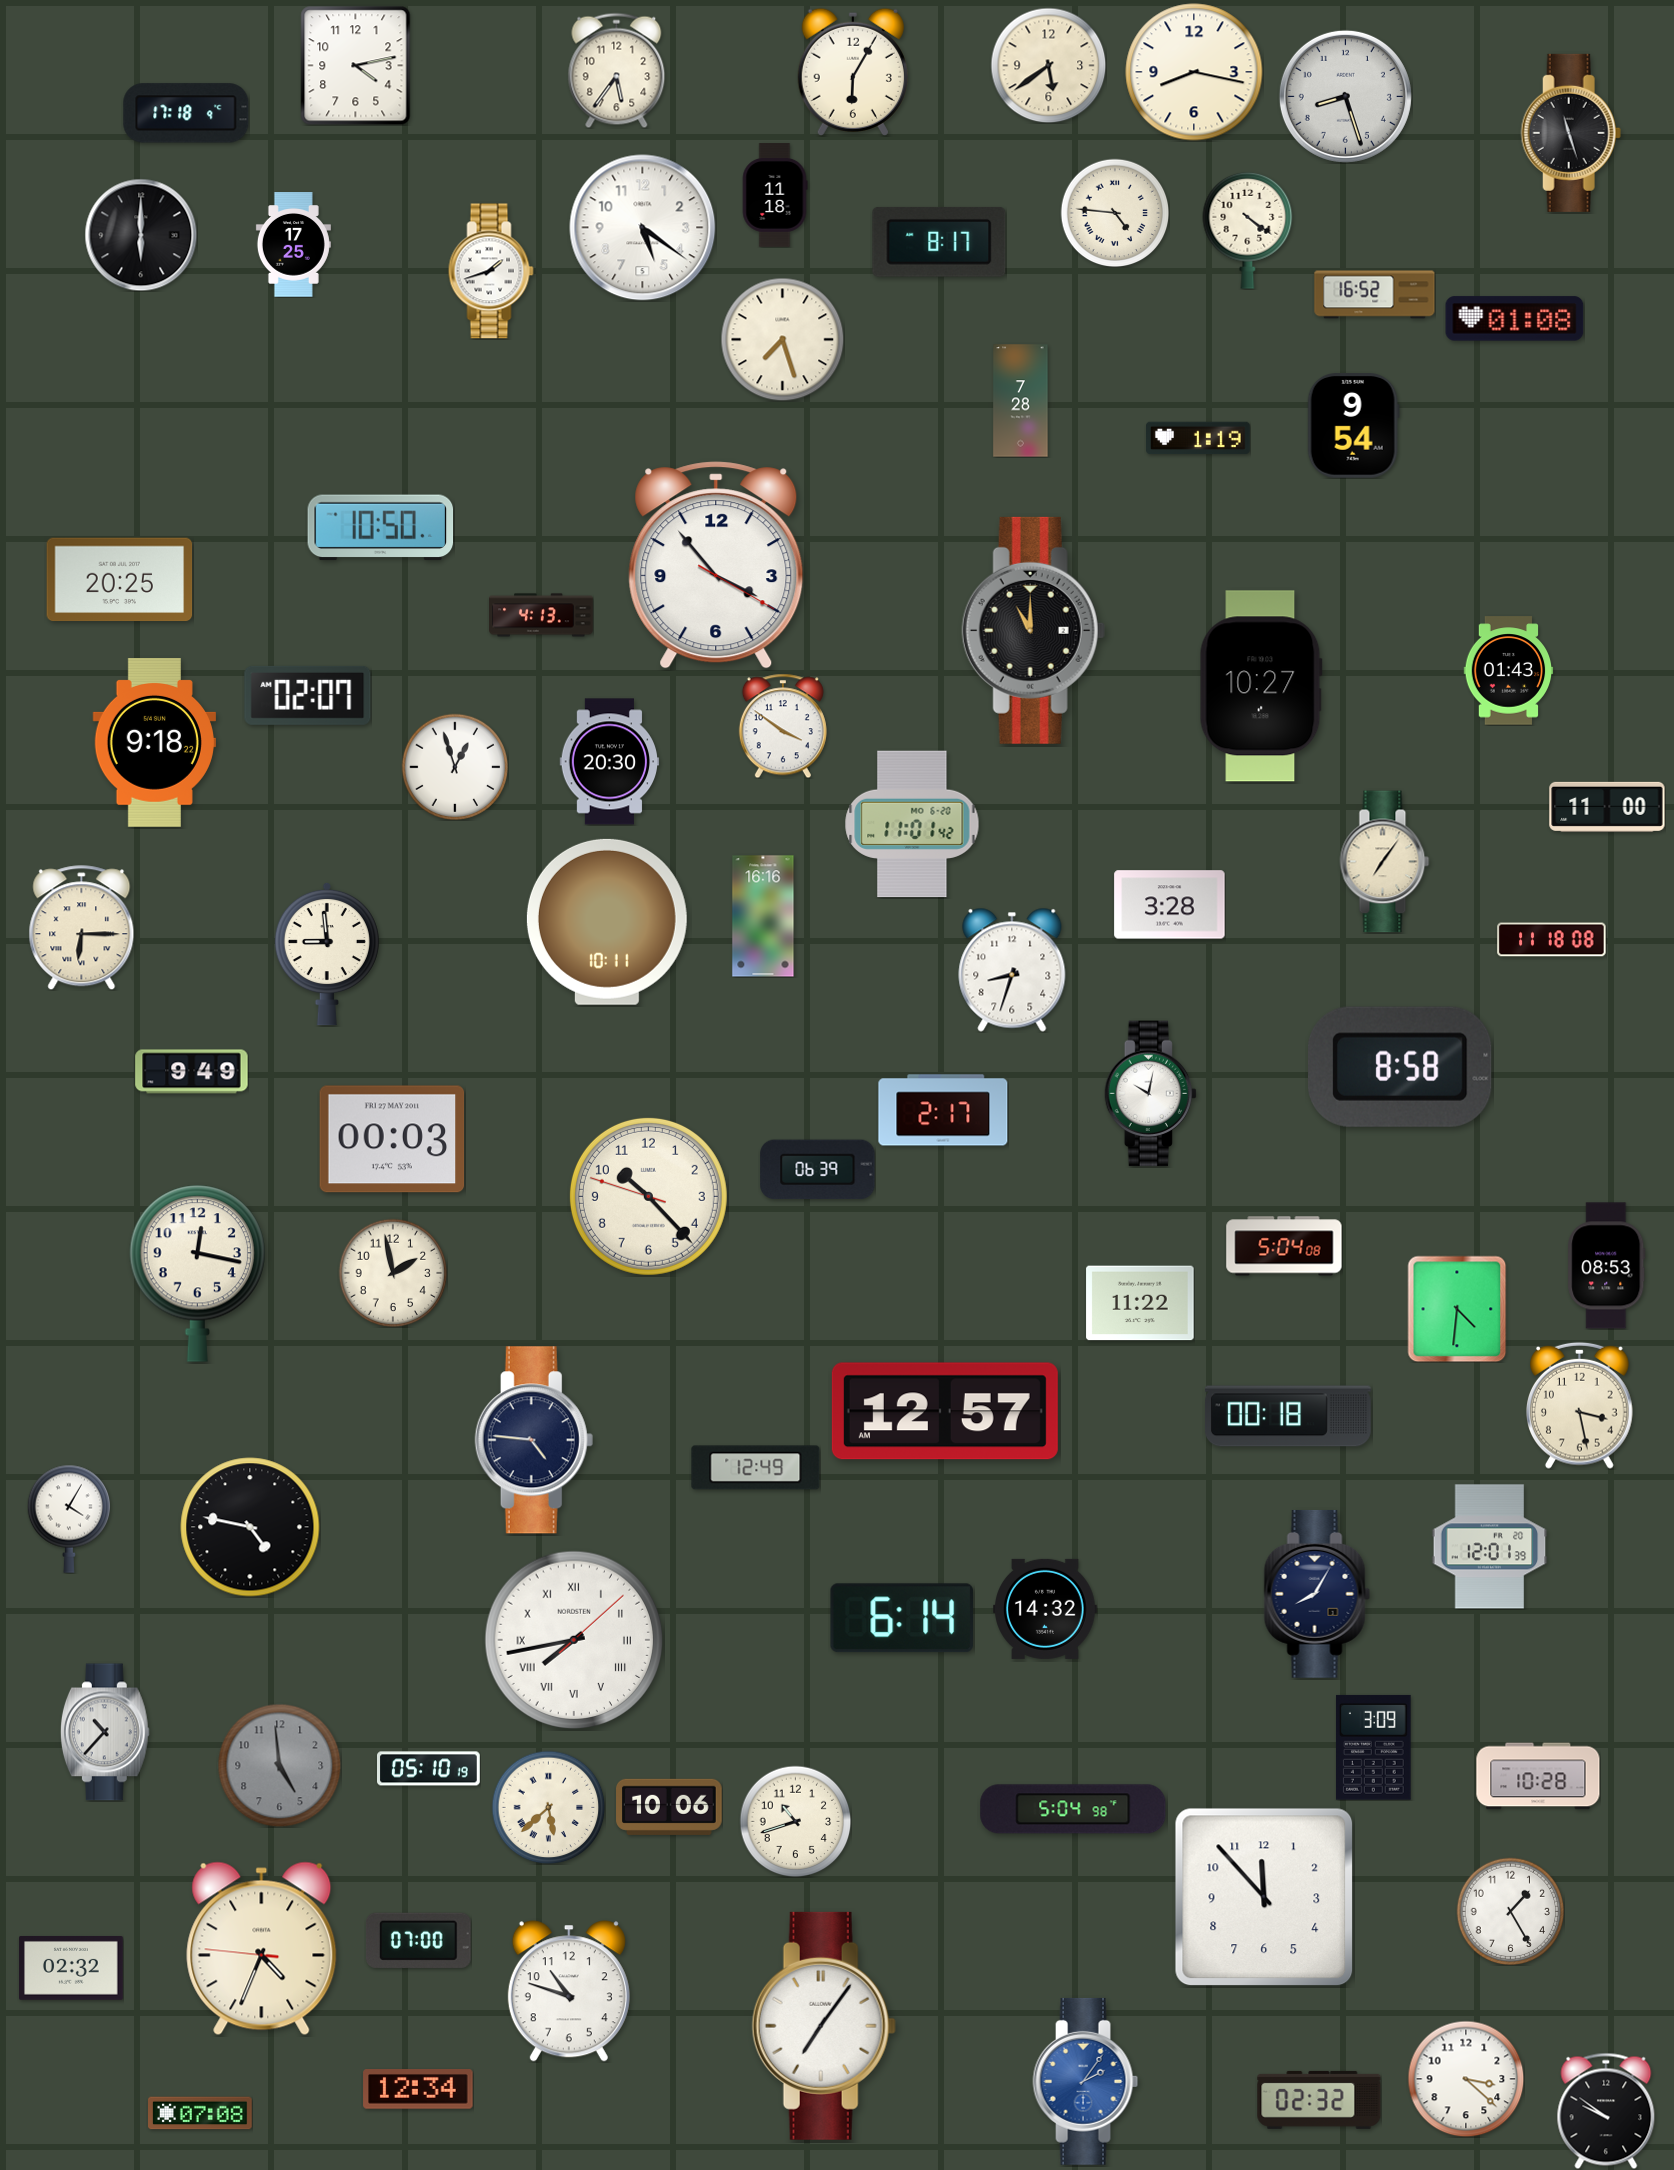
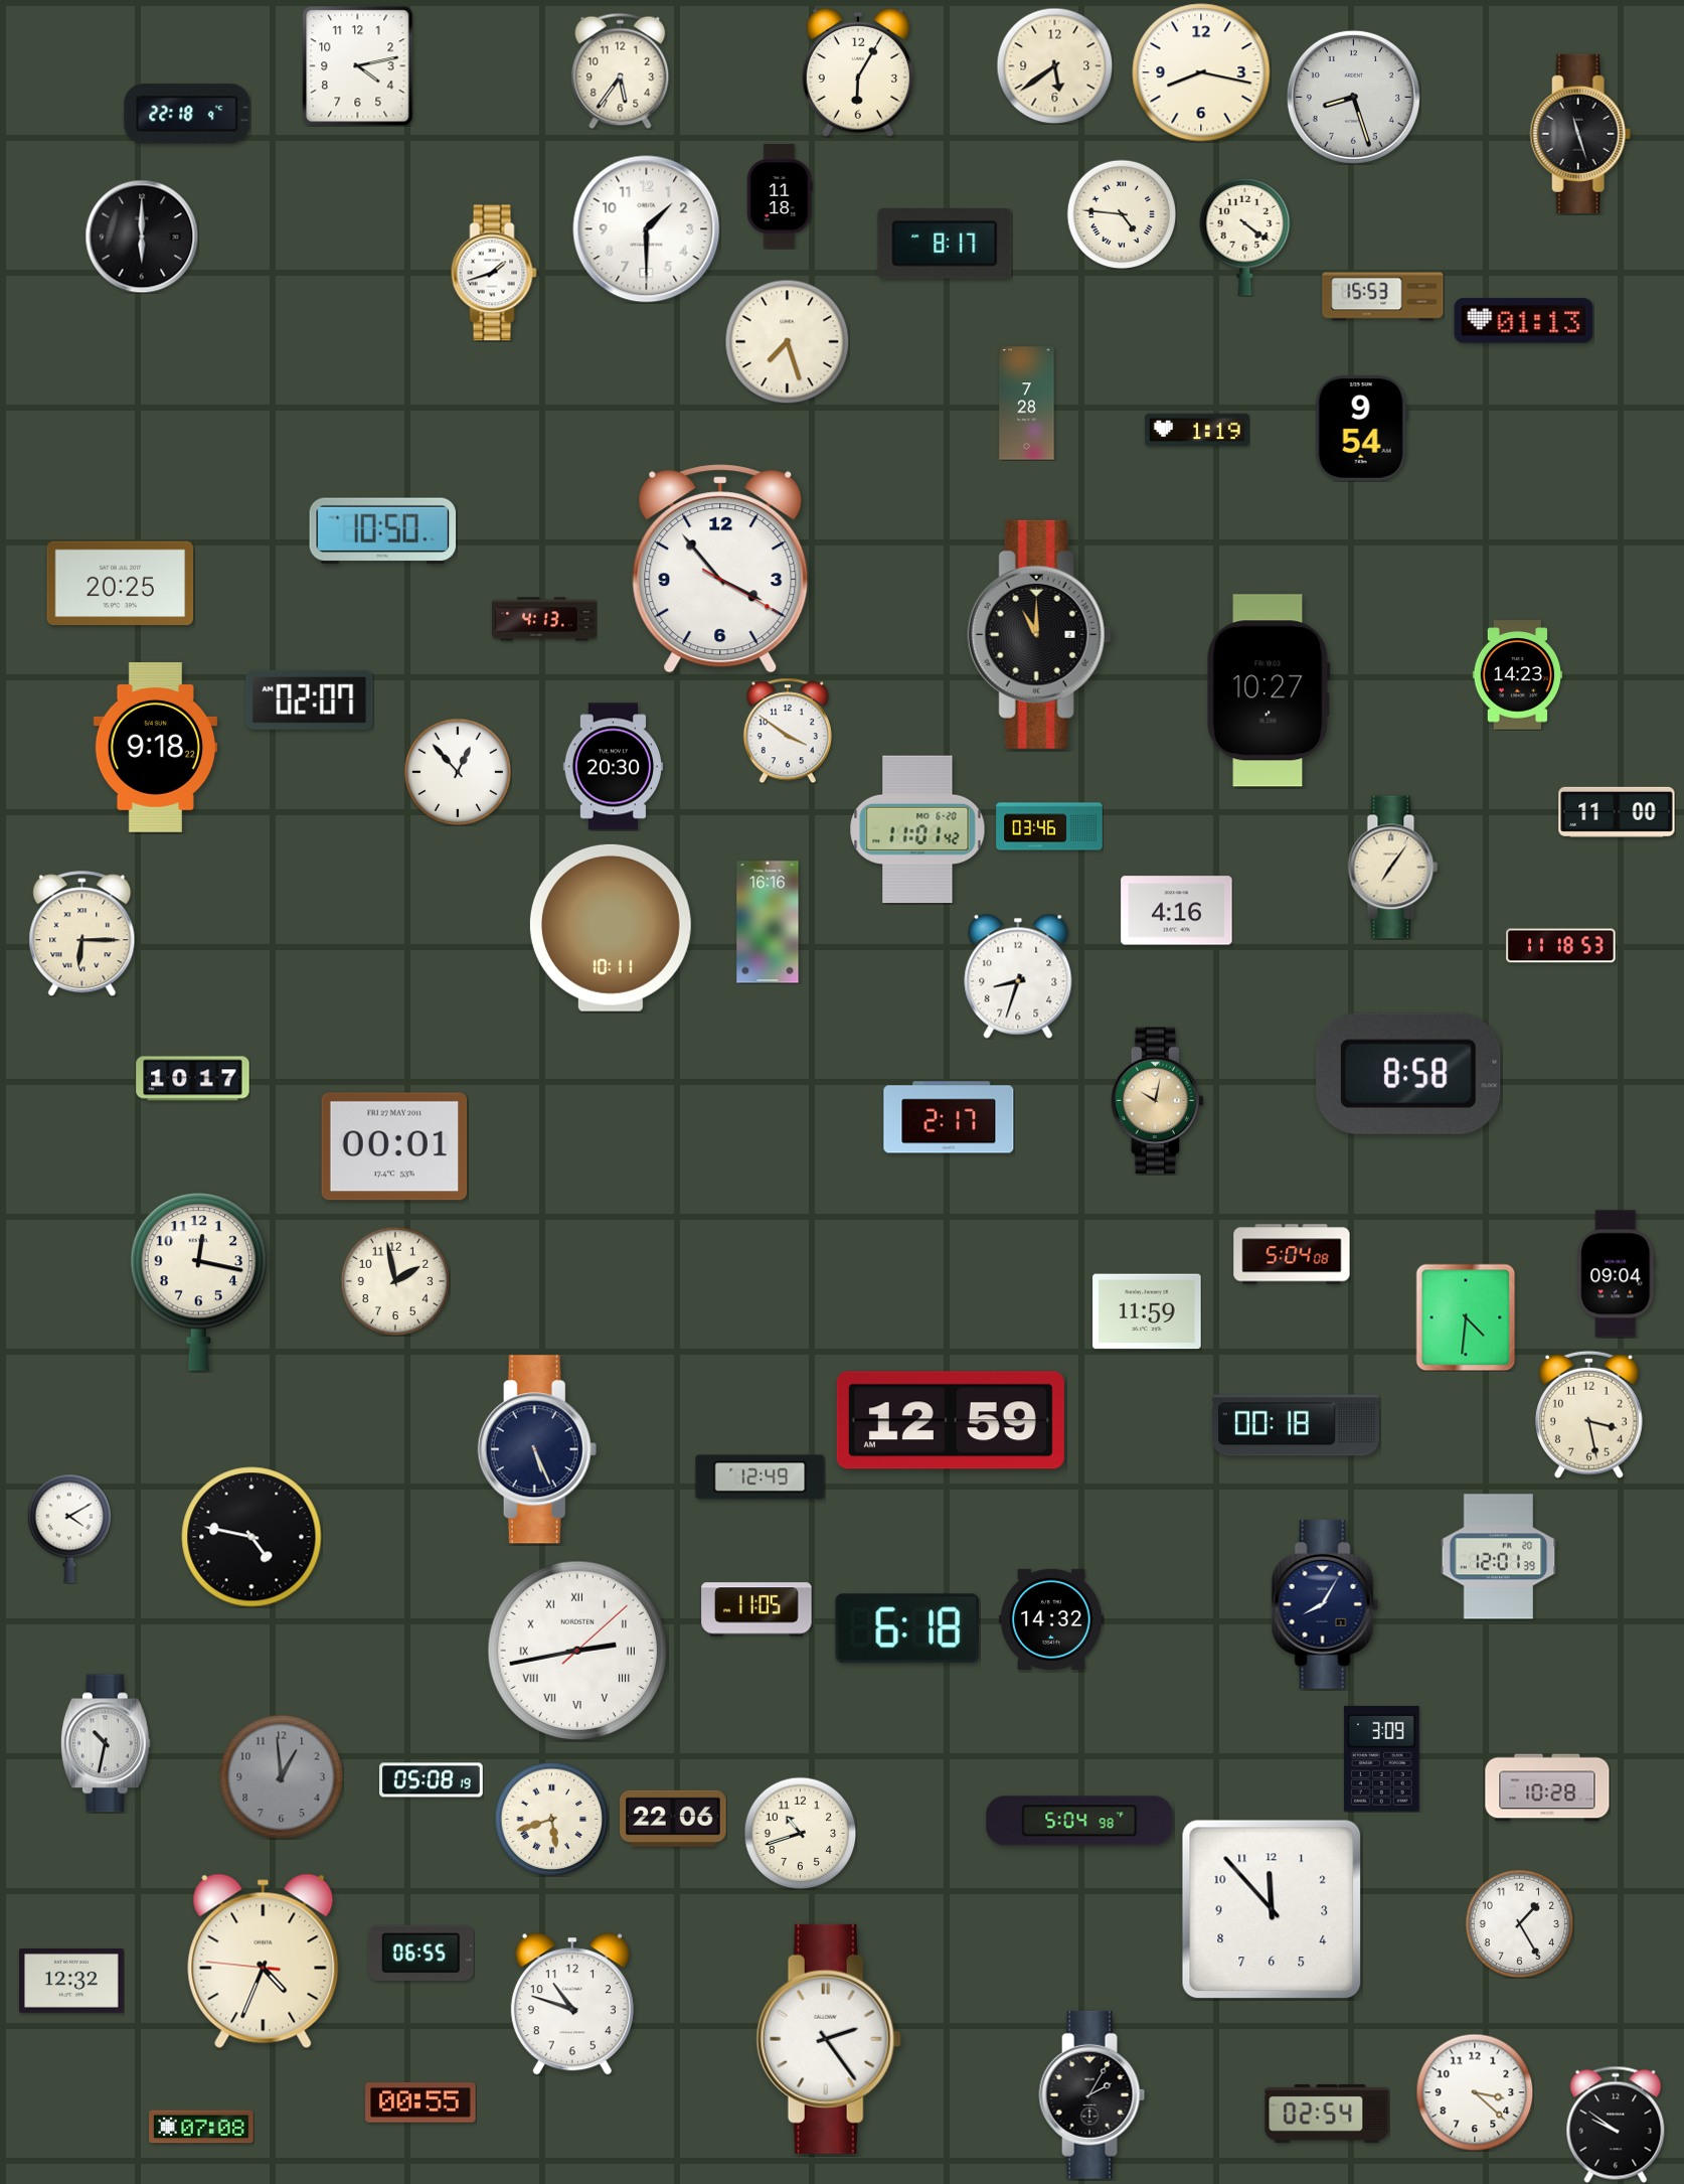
clock at (186, 113): 17:18 -> 22:18
clock at (643, 228): 5:21 -> 1:30
clock at (1248, 230) position: (1248, 230) -> (1245, 237)
clock at (293, 245): 17:25 -> none
clock at (1375, 295): 16:52 -> 15:53
clock at (1515, 319): 01:08 -> 01:13
clock at (1198, 438) position: (1198, 438) -> (1197, 430)
clock at (1509, 671): 01:43 -> 14:23
clock at (455, 767): 12:57 -> 12:53
clock at (1049, 826): none -> 03:46
clock at (1170, 905): 3:28 -> 4:16
clock at (1552, 940): 11:18:08 -> 11:18:53
clock at (327, 954): 8:59 -> none
clock at (192, 1072): 9:49 -> 10:17
clock at (1151, 1094) dial: white -> champagne
clock at (392, 1139): 00:03 -> 00:01
clock at (818, 1170): 06:39 -> none
clock at (648, 1196): 10:22 -> none
clock at (1607, 1266): 08:53 -> 09:04
clock at (1140, 1303): 11:22 -> 11:59
clock at (945, 1411): 12:57 -> 12:59
clock at (534, 1440): 4:46 -> 5:26
clock at (68, 1519): 4:05 -> 4:10
clock at (756, 1609): none -> 11:05
clock at (901, 1618): 6:14 -> 6:18
clock at (574, 1640): 7:43 -> 2:43
clock at (105, 1732): 10:37 -> 10:32
clock at (279, 1765): 4:59 -> 12:59
clock at (429, 1769): 05:10 -> 05:08
clock at (548, 1807): 5:38 -> 5:42
clock at (669, 1807): 10:06 -> 22:06
clock at (418, 1940): 07:00 -> 06:55
clock at (72, 1969): 02:32 -> 12:32
clock at (824, 2026): 7:06 -> 2:24
clock at (1086, 2081): 2:06 -> 2:05
clock at (1086, 2081) dial: blue -> black
clock at (418, 2089): 12:34 -> 00:55
clock at (1319, 2100): 02:32 -> 02:54
